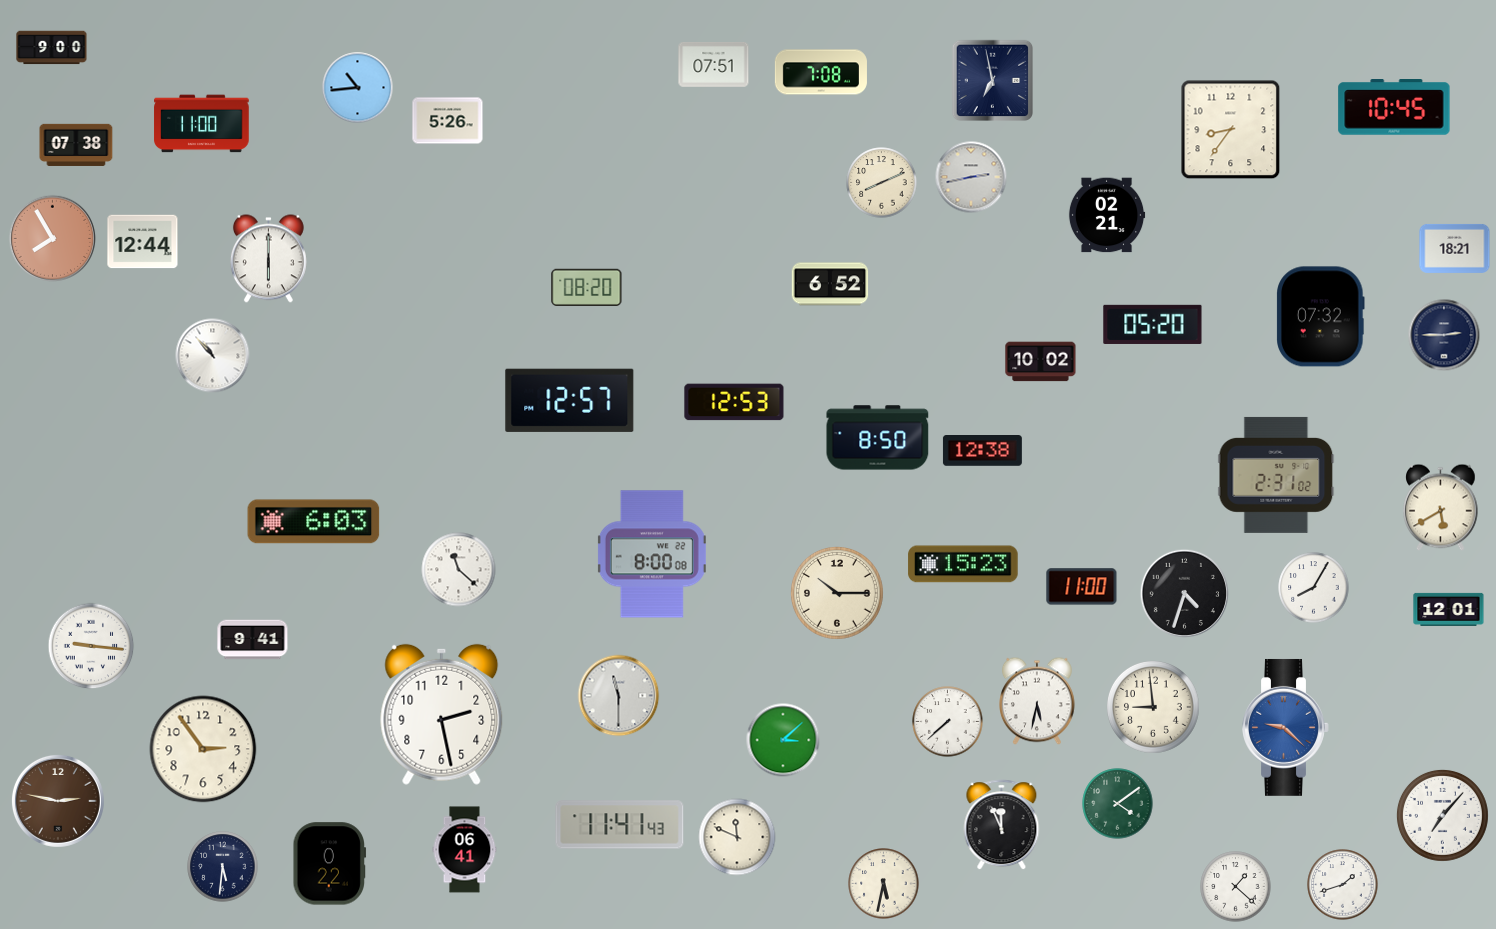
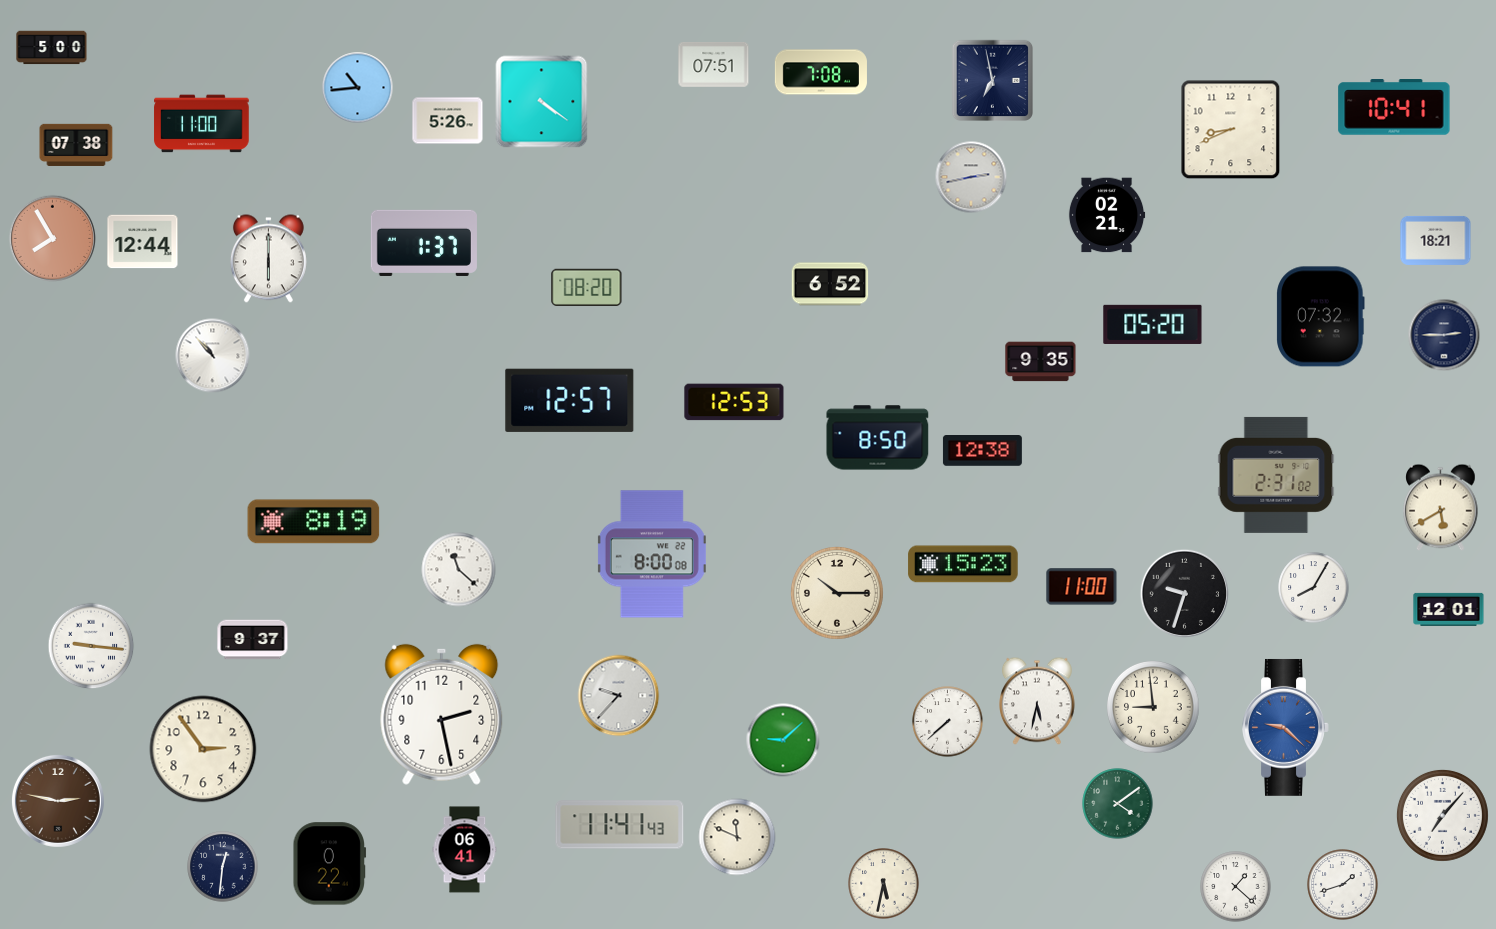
clock at (52, 48): 9:00 -> 5:00
clock at (542, 102): none -> 4:21
clock at (1394, 107): 10:45 -> 10:41
clock at (1231, 130): 8:36 -> 8:41
clock at (882, 183): 8:11 -> none
clock at (424, 243): none -> 1:37
clock at (1455, 248) position: (1455, 248) -> (1436, 240)
clock at (1041, 362): 10:02 -> 9:35
clock at (314, 522): 6:03 -> 8:19
clock at (1184, 593): 4:33 -> 9:33
clock at (253, 640): 9:41 -> 9:37
clock at (619, 696): 11:30 -> 9:37
clock at (783, 740): 3:08 -> 9:08
clock at (1002, 825): 11:56 -> none
clock at (223, 867): 5:31 -> 12:31
